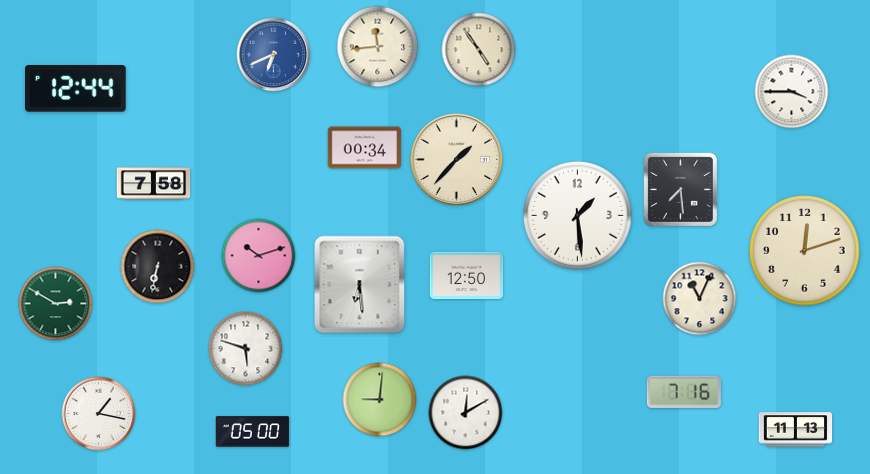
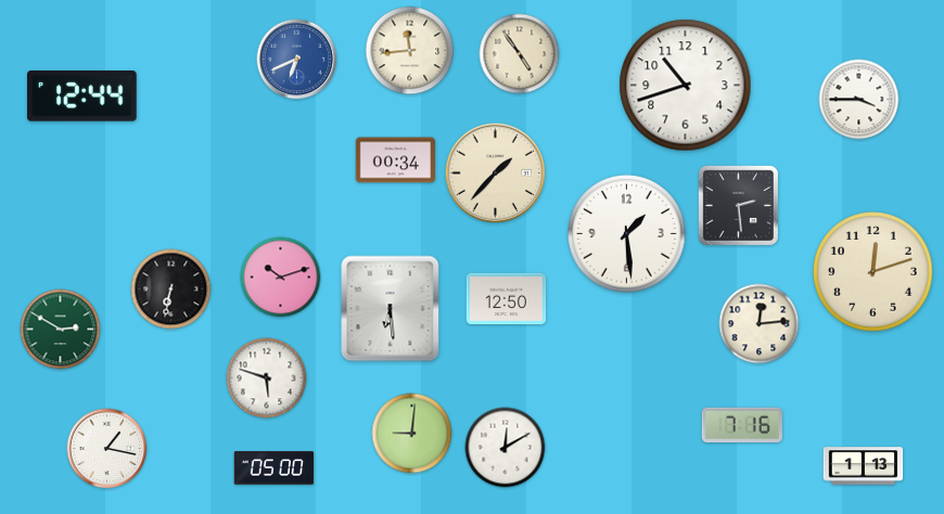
clock at (686, 86): none -> 10:42
clock at (154, 184): 7:58 -> none
clock at (680, 189): 7:29 -> 2:29
clock at (700, 299): 11:04 -> 12:14
clock at (796, 430): 11:13 -> 1:13
